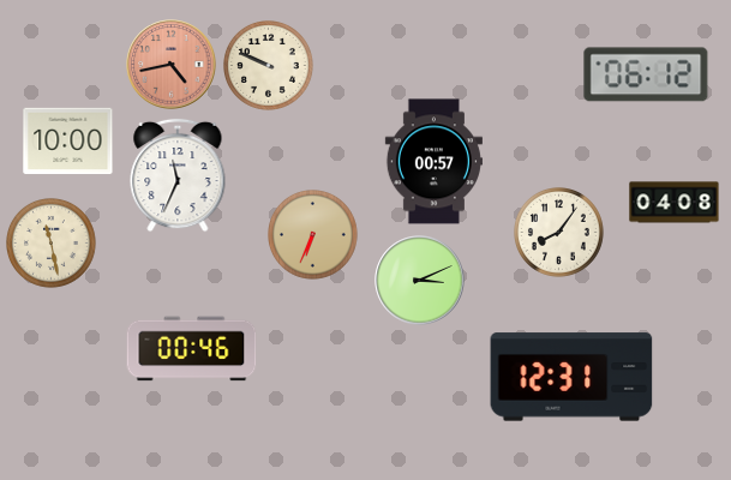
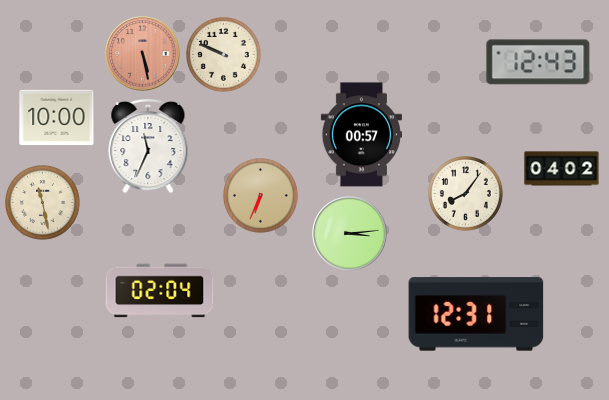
clock at (172, 65): 4:43 -> 5:28
clock at (646, 74): 06:12 -> 12:43
clock at (675, 203): 04:08 -> 04:02
clock at (420, 281): 3:11 -> 3:14
clock at (192, 349): 00:46 -> 02:04
